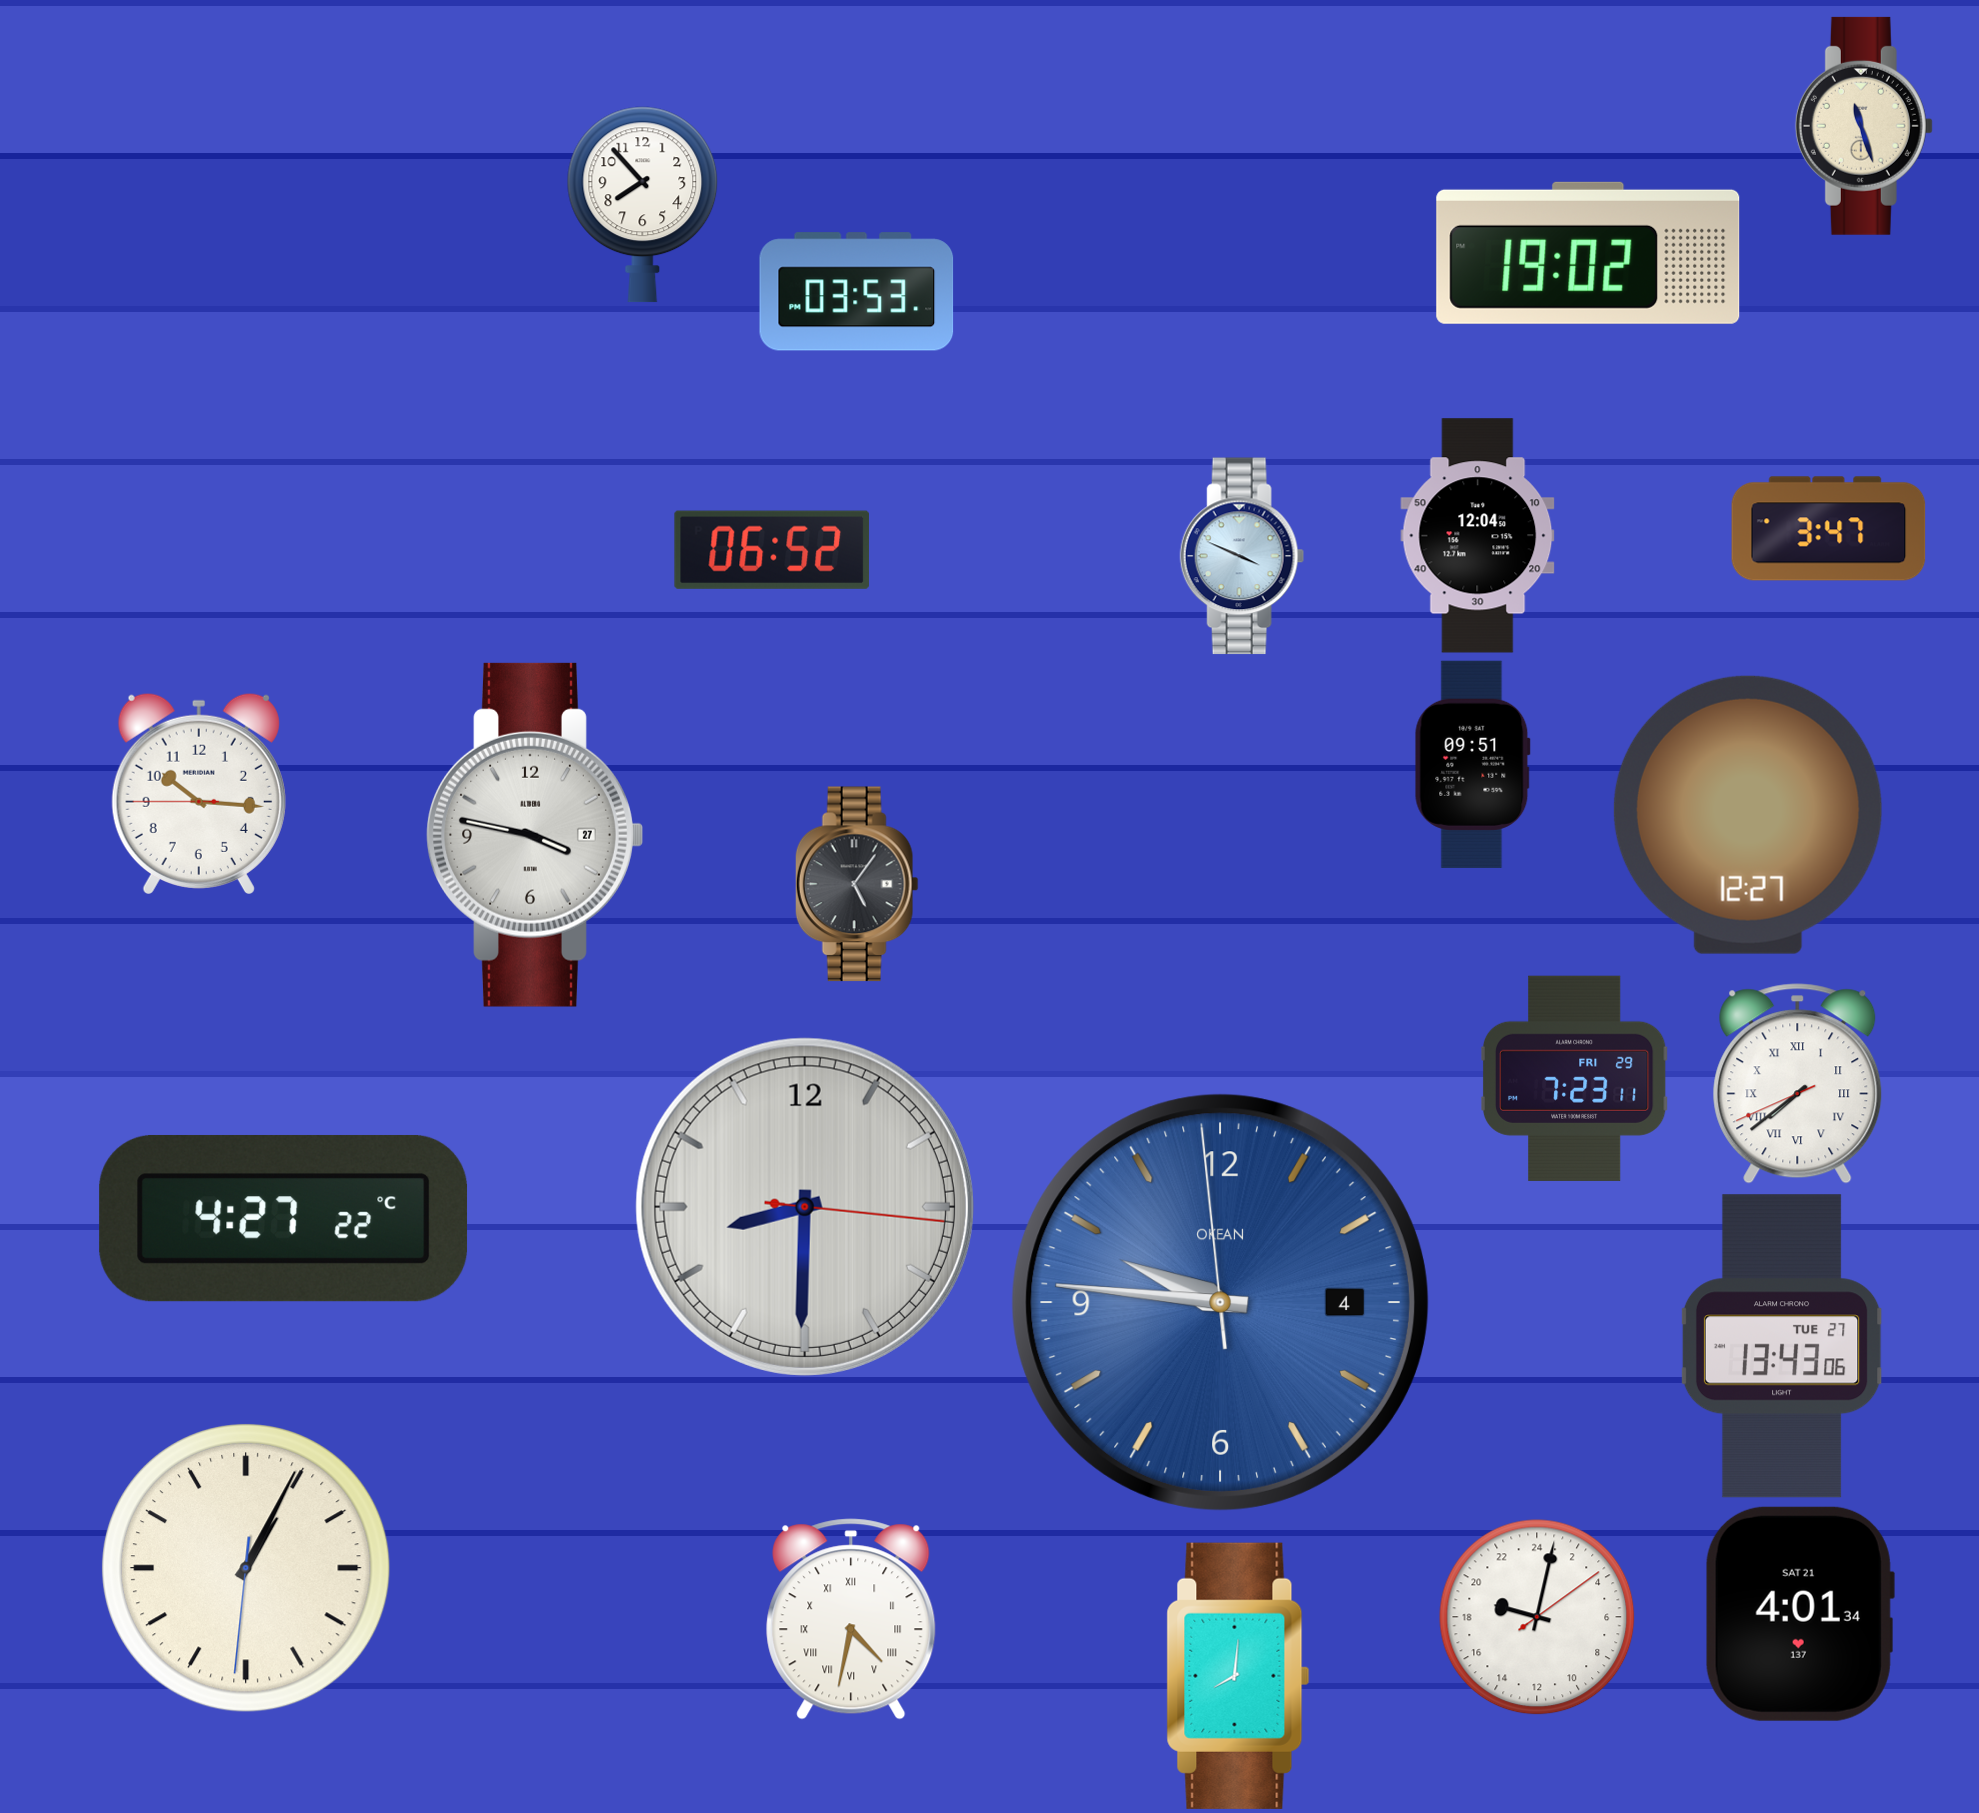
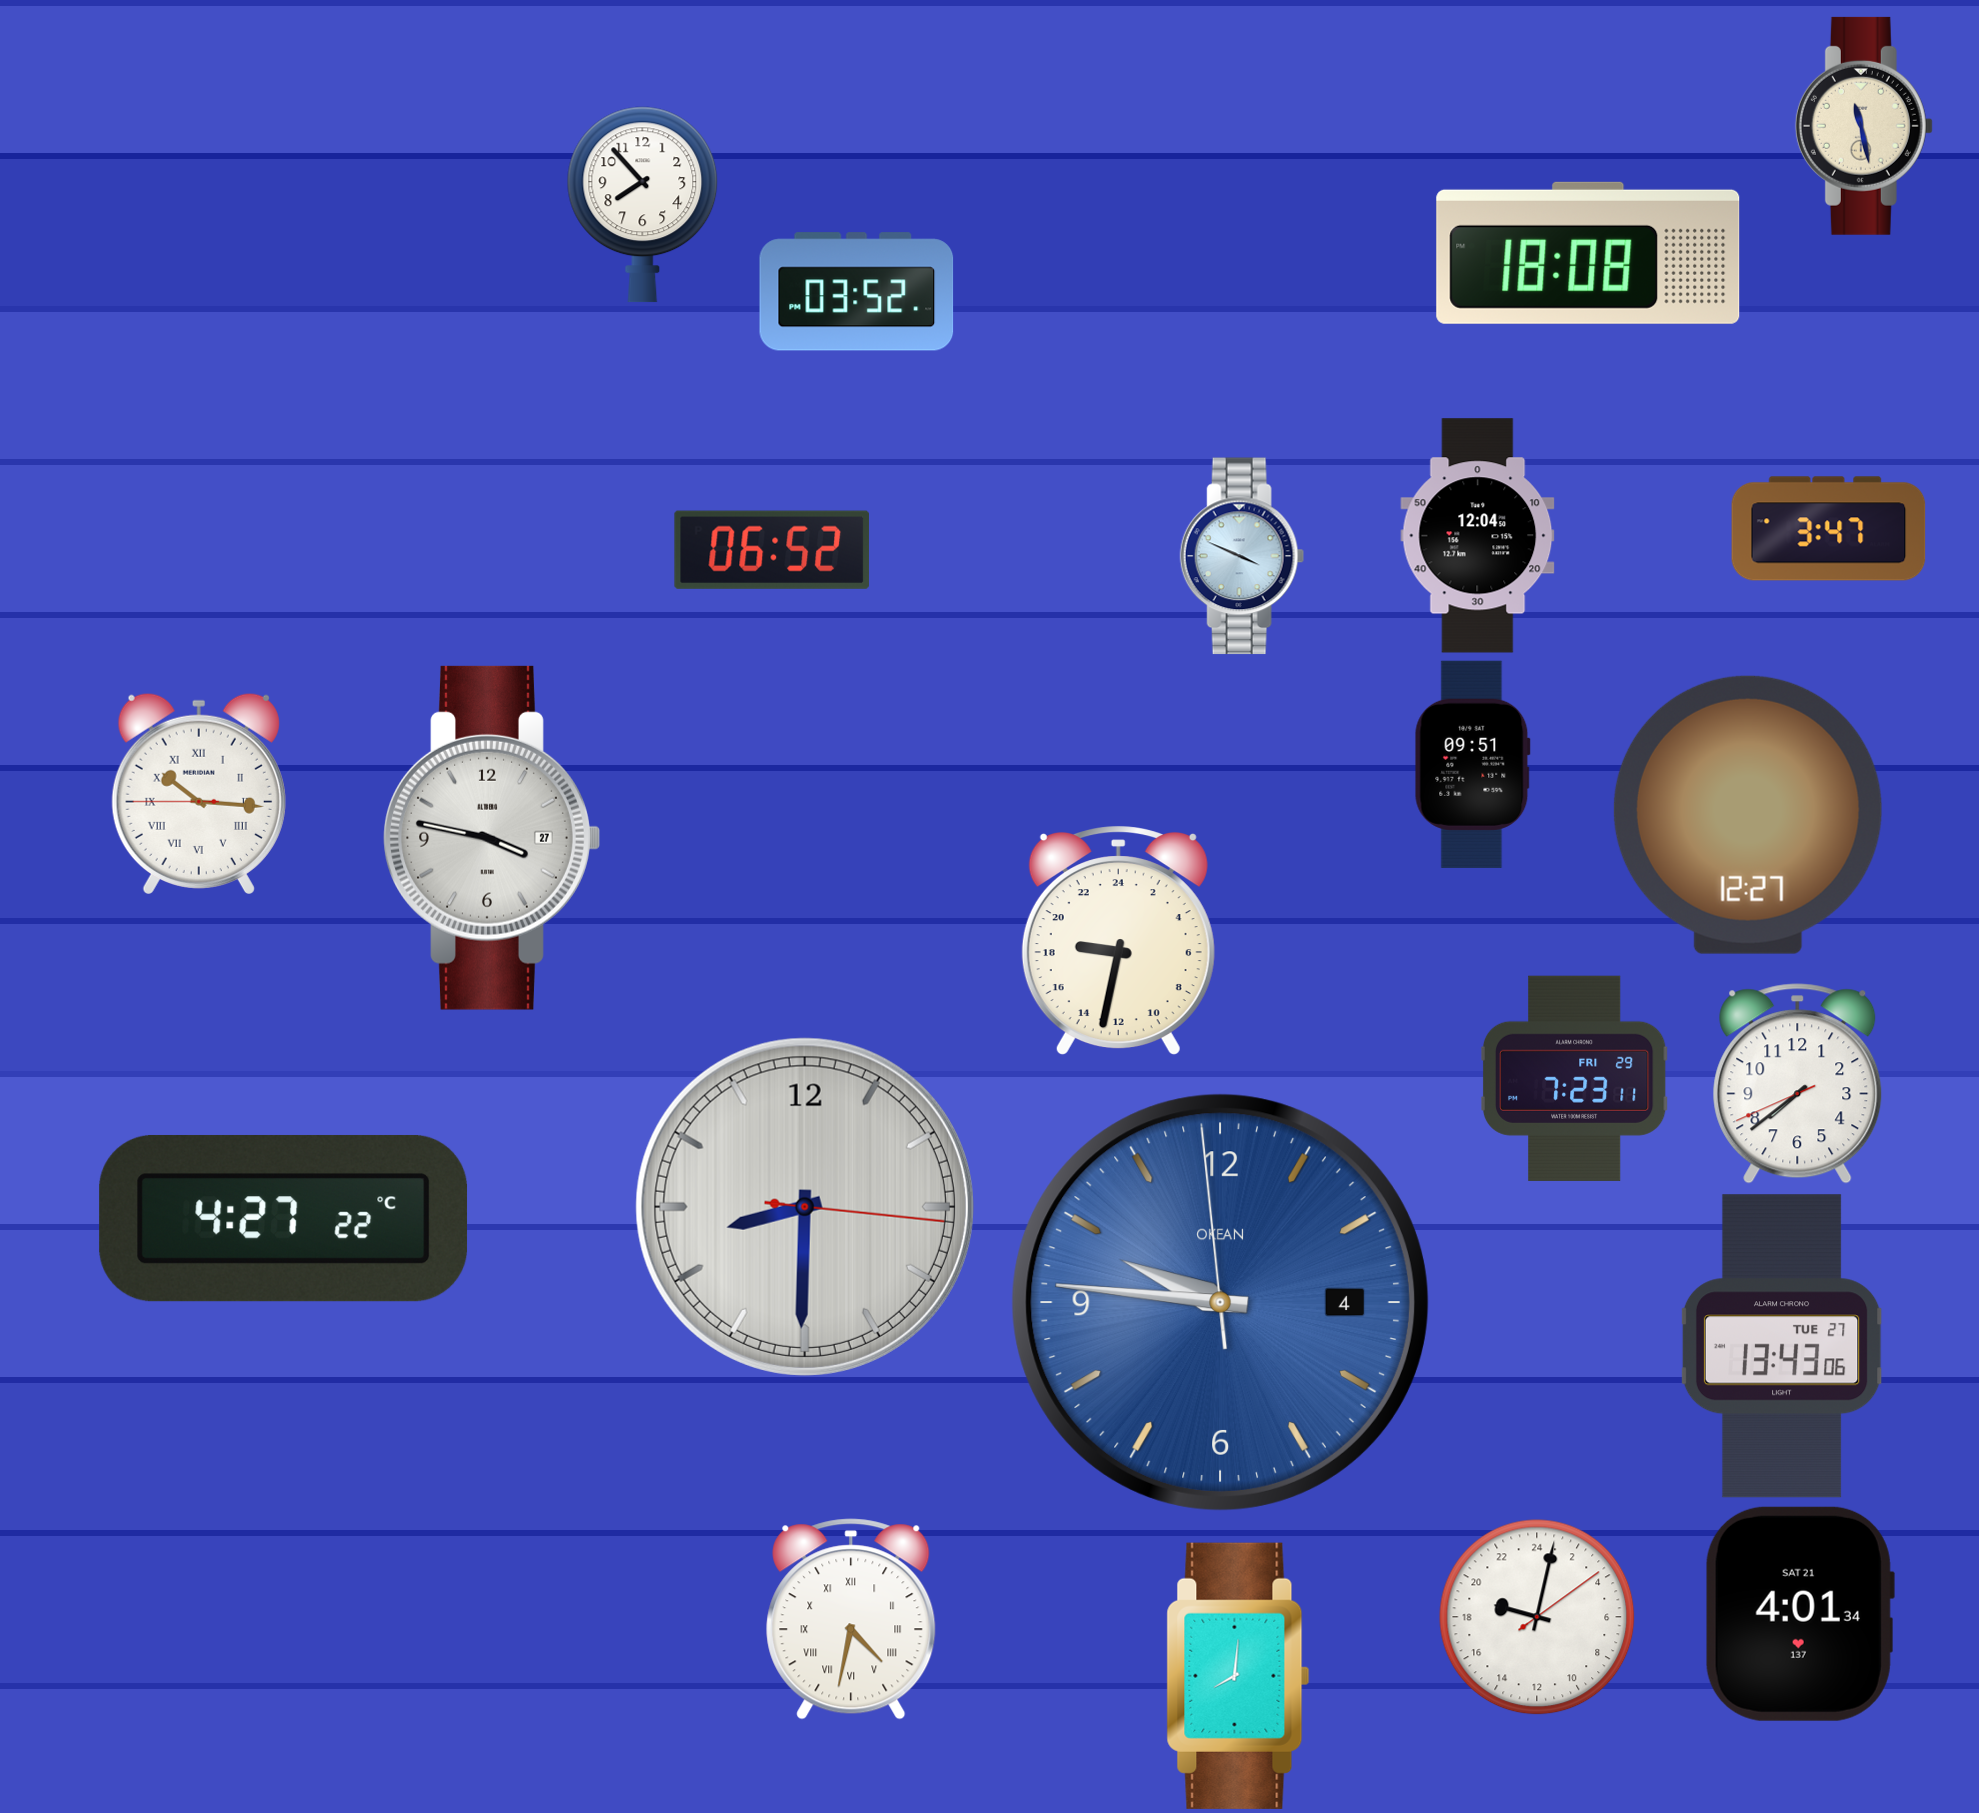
clock at (1864, 126): 11:27 -> 11:28
clock at (1588, 253): 19:02 -> 18:08
clock at (857, 292): 03:53 -> 03:52
clock at (199, 793) numerals: Arabic -> Roman
clock at (535, 835) position: (535, 835) -> (492, 838)
clock at (857, 884): 5:06 -> none
clock at (1118, 941): none -> 18:32
clock at (1798, 1084) numerals: Roman -> Arabic
clock at (247, 1569): 1:04 -> none
